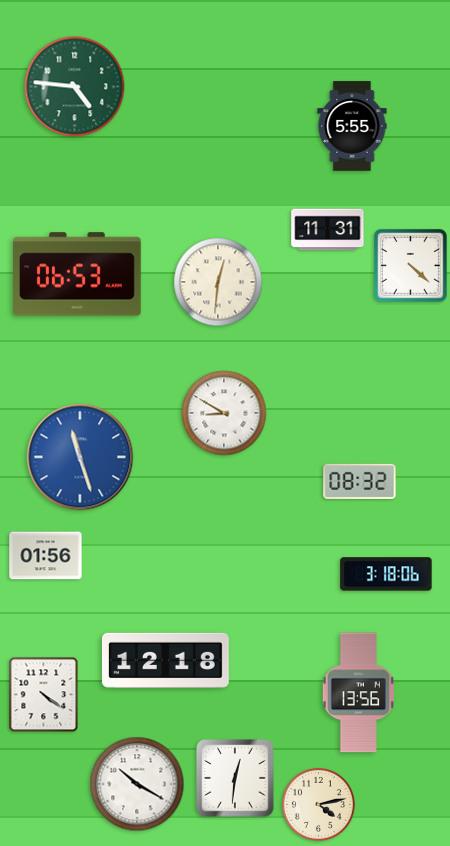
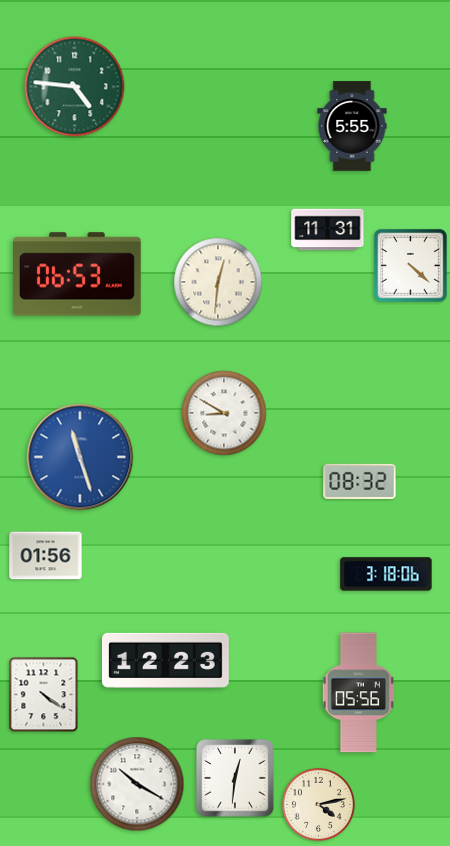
clock at (165, 660): 12:18 -> 12:23
clock at (358, 693): 13:56 -> 05:56
